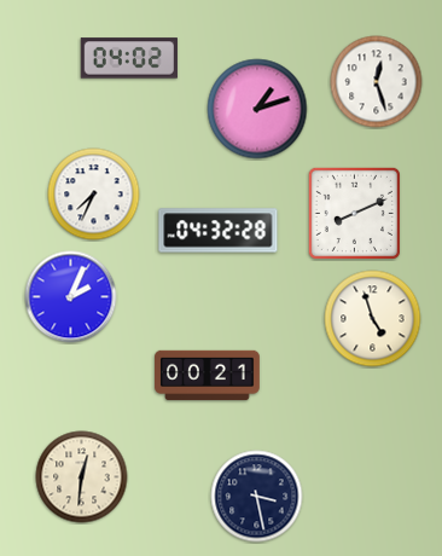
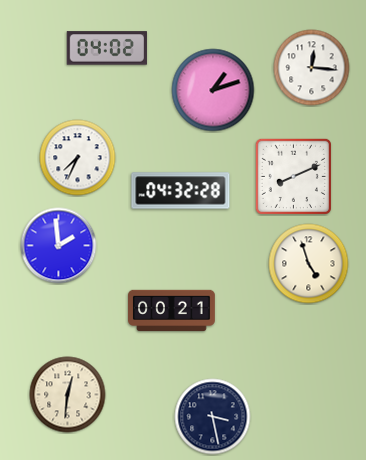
clock at (377, 82): 12:27 -> 12:16
clock at (94, 195) position: (94, 195) -> (78, 158)
clock at (71, 297): 2:04 -> 1:59
clock at (257, 497) position: (257, 497) -> (213, 417)
